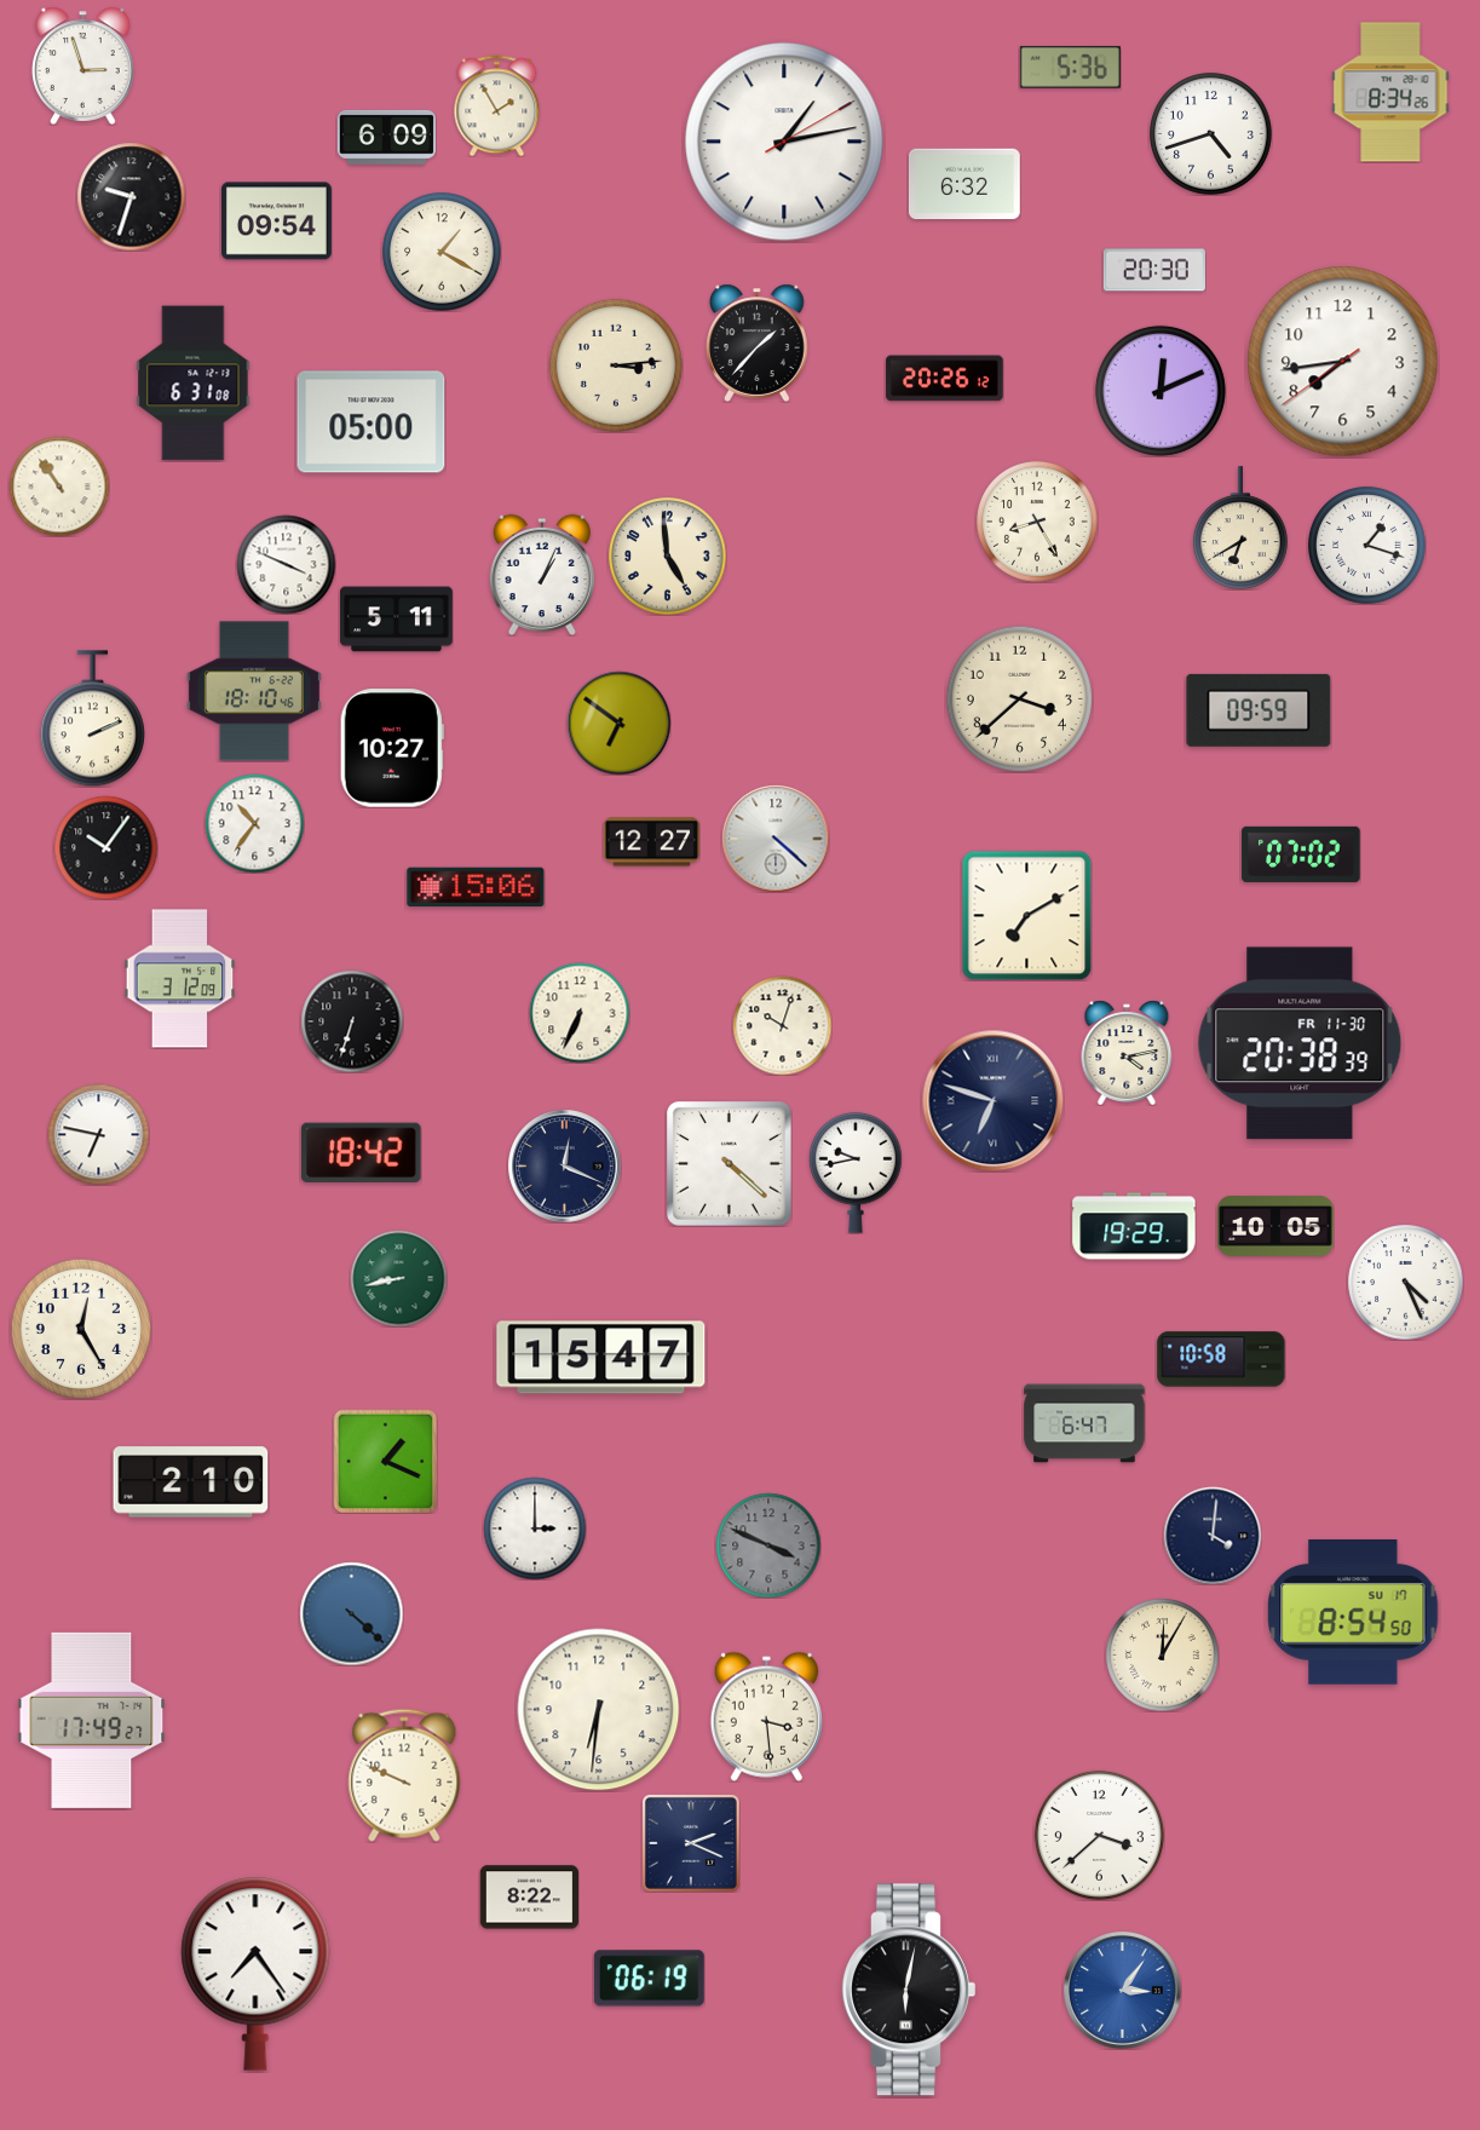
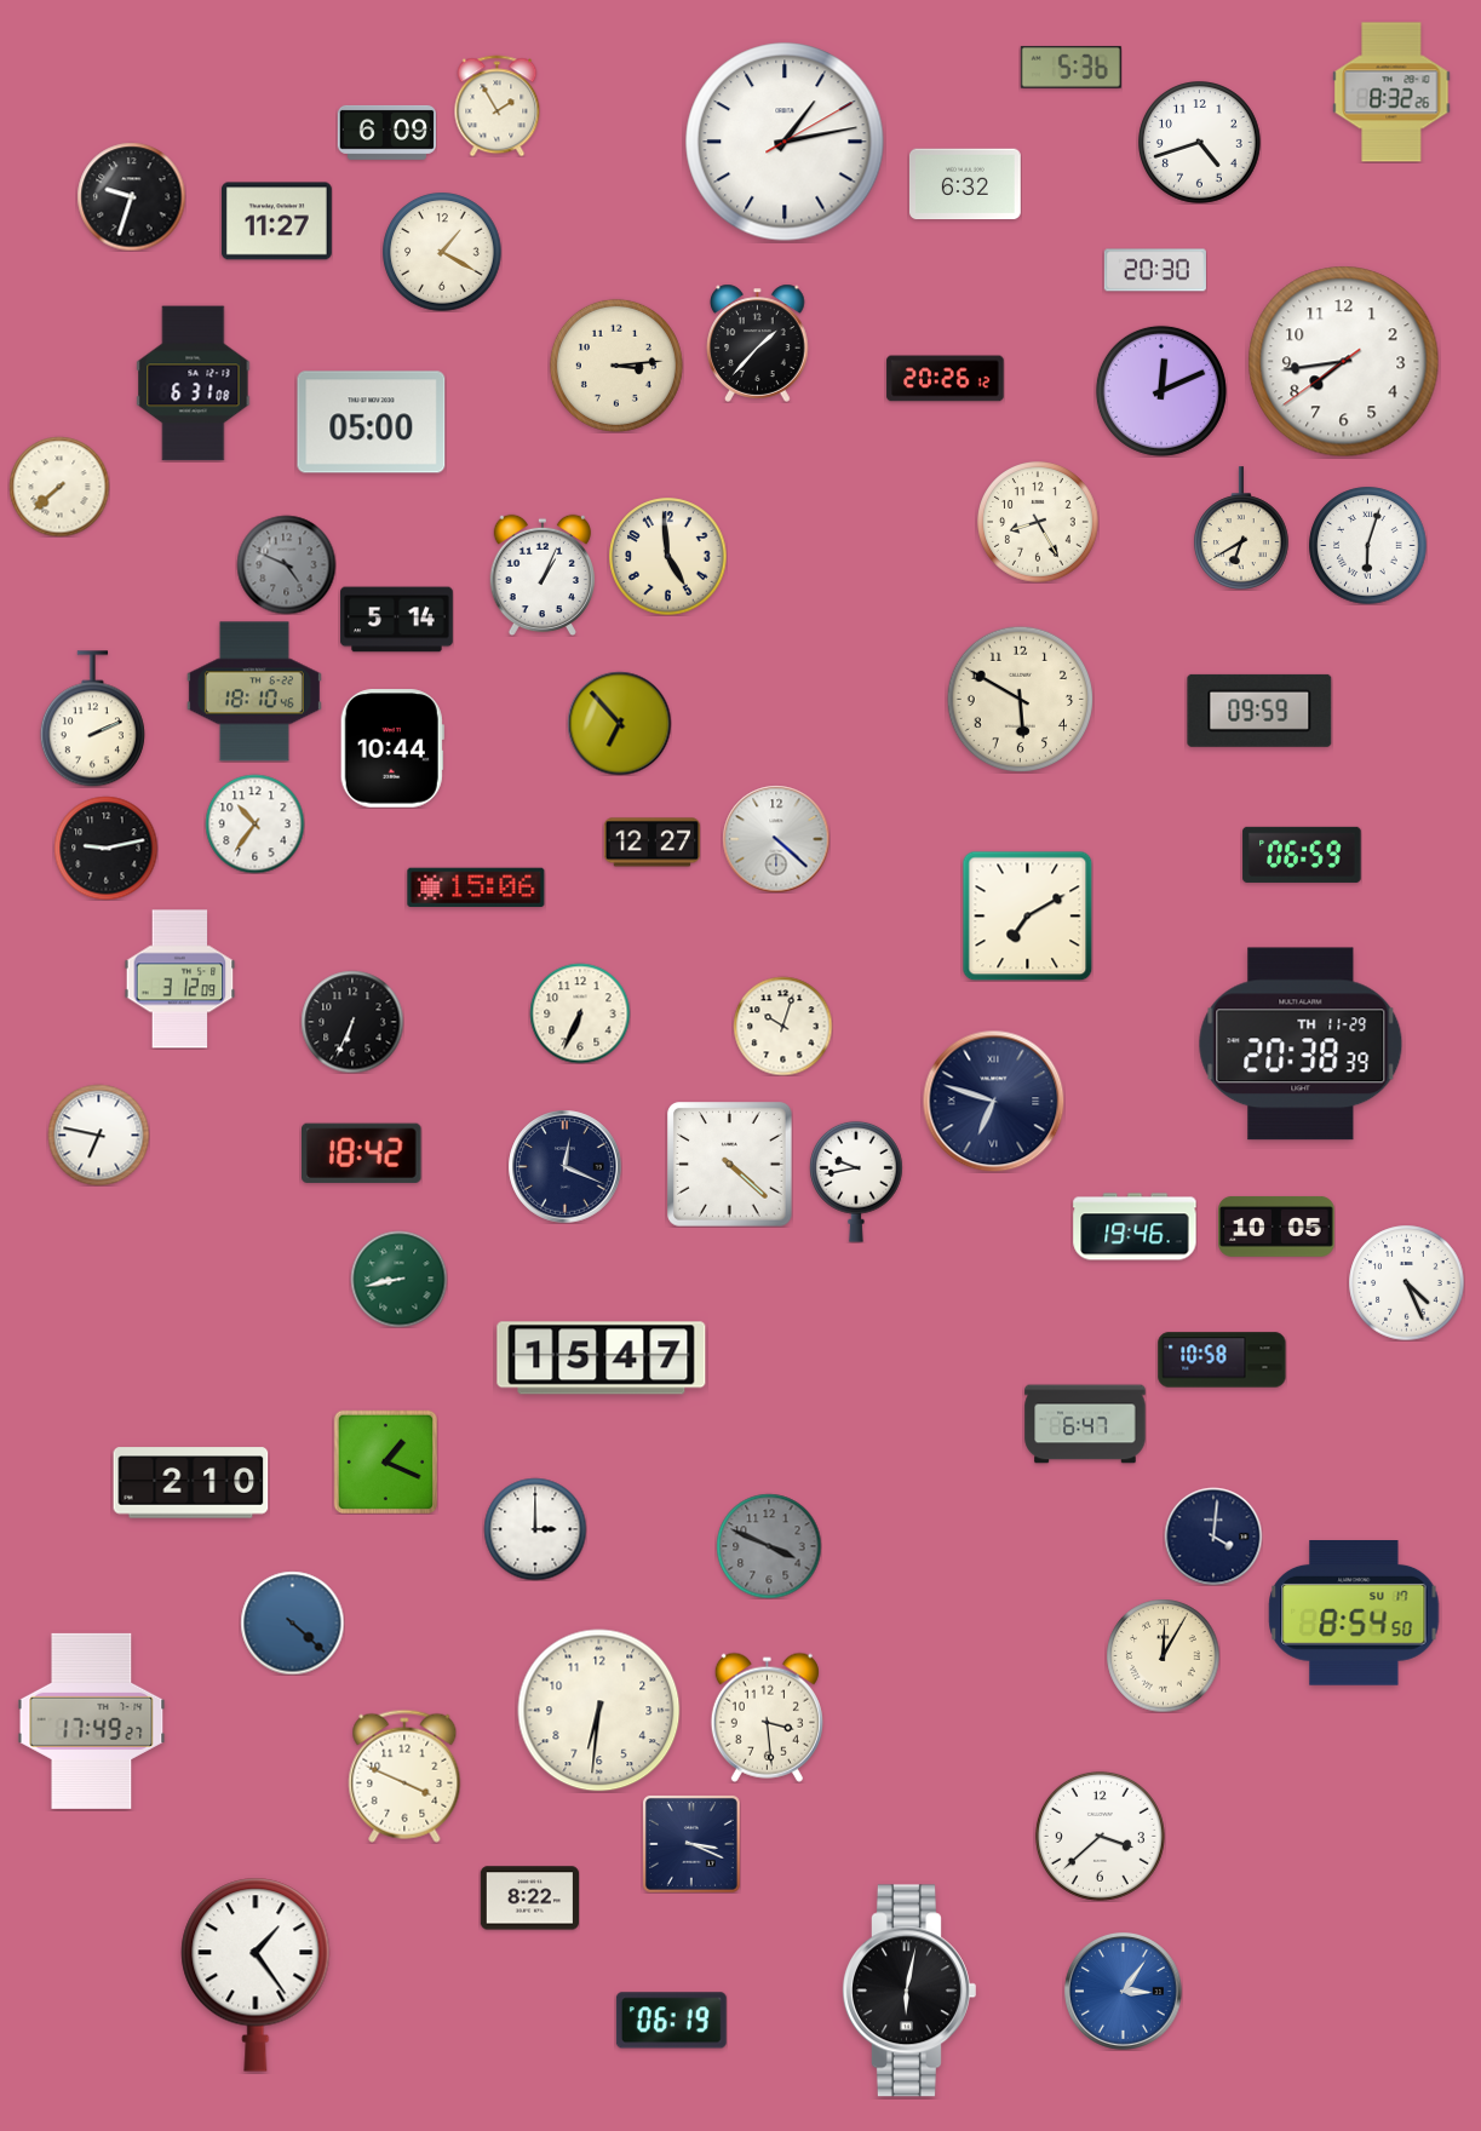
clock at (83, 65): 2:57 -> none
clock at (1390, 92): 8:34 -> 8:32
clock at (1211, 134) position: (1211, 134) -> (1200, 143)
clock at (386, 137) position: (386, 137) -> (386, 132)
clock at (276, 221): 09:54 -> 11:27
clock at (59, 487): 10:54 -> 7:38
clock at (1367, 546): 1:18 -> 6:03
clock at (286, 564): 3:49 -> 4:49
clock at (286, 564) dial: white -> grey
clock at (397, 620): 5:11 -> 5:14
clock at (1019, 698): 3:38 -> 5:50
clock at (618, 723): 6:51 -> 6:53
clock at (392, 748): 10:27 -> 10:44
clock at (105, 847): 10:06 -> 9:13
clock at (1301, 854): 07:02 -> 06:59
clock at (352, 1021): 6:33 -> 6:34
clock at (1300, 1043) date: FR 11-30 -> TH 11-29
clock at (1127, 1053): 4:13 -> none
clock at (857, 1173) position: (857, 1173) -> (857, 1182)
clock at (1134, 1226): 19:29 -> 19:46
clock at (81, 1329): 12:25 -> none
clock at (351, 1613) position: (351, 1613) -> (292, 1622)
clock at (404, 1775): 9:49 -> 3:49
clock at (691, 1843): 2:19 -> 3:19
clock at (255, 1974): 7:24 -> 1:24
clock at (649, 1979) position: (649, 1979) -> (671, 2021)
